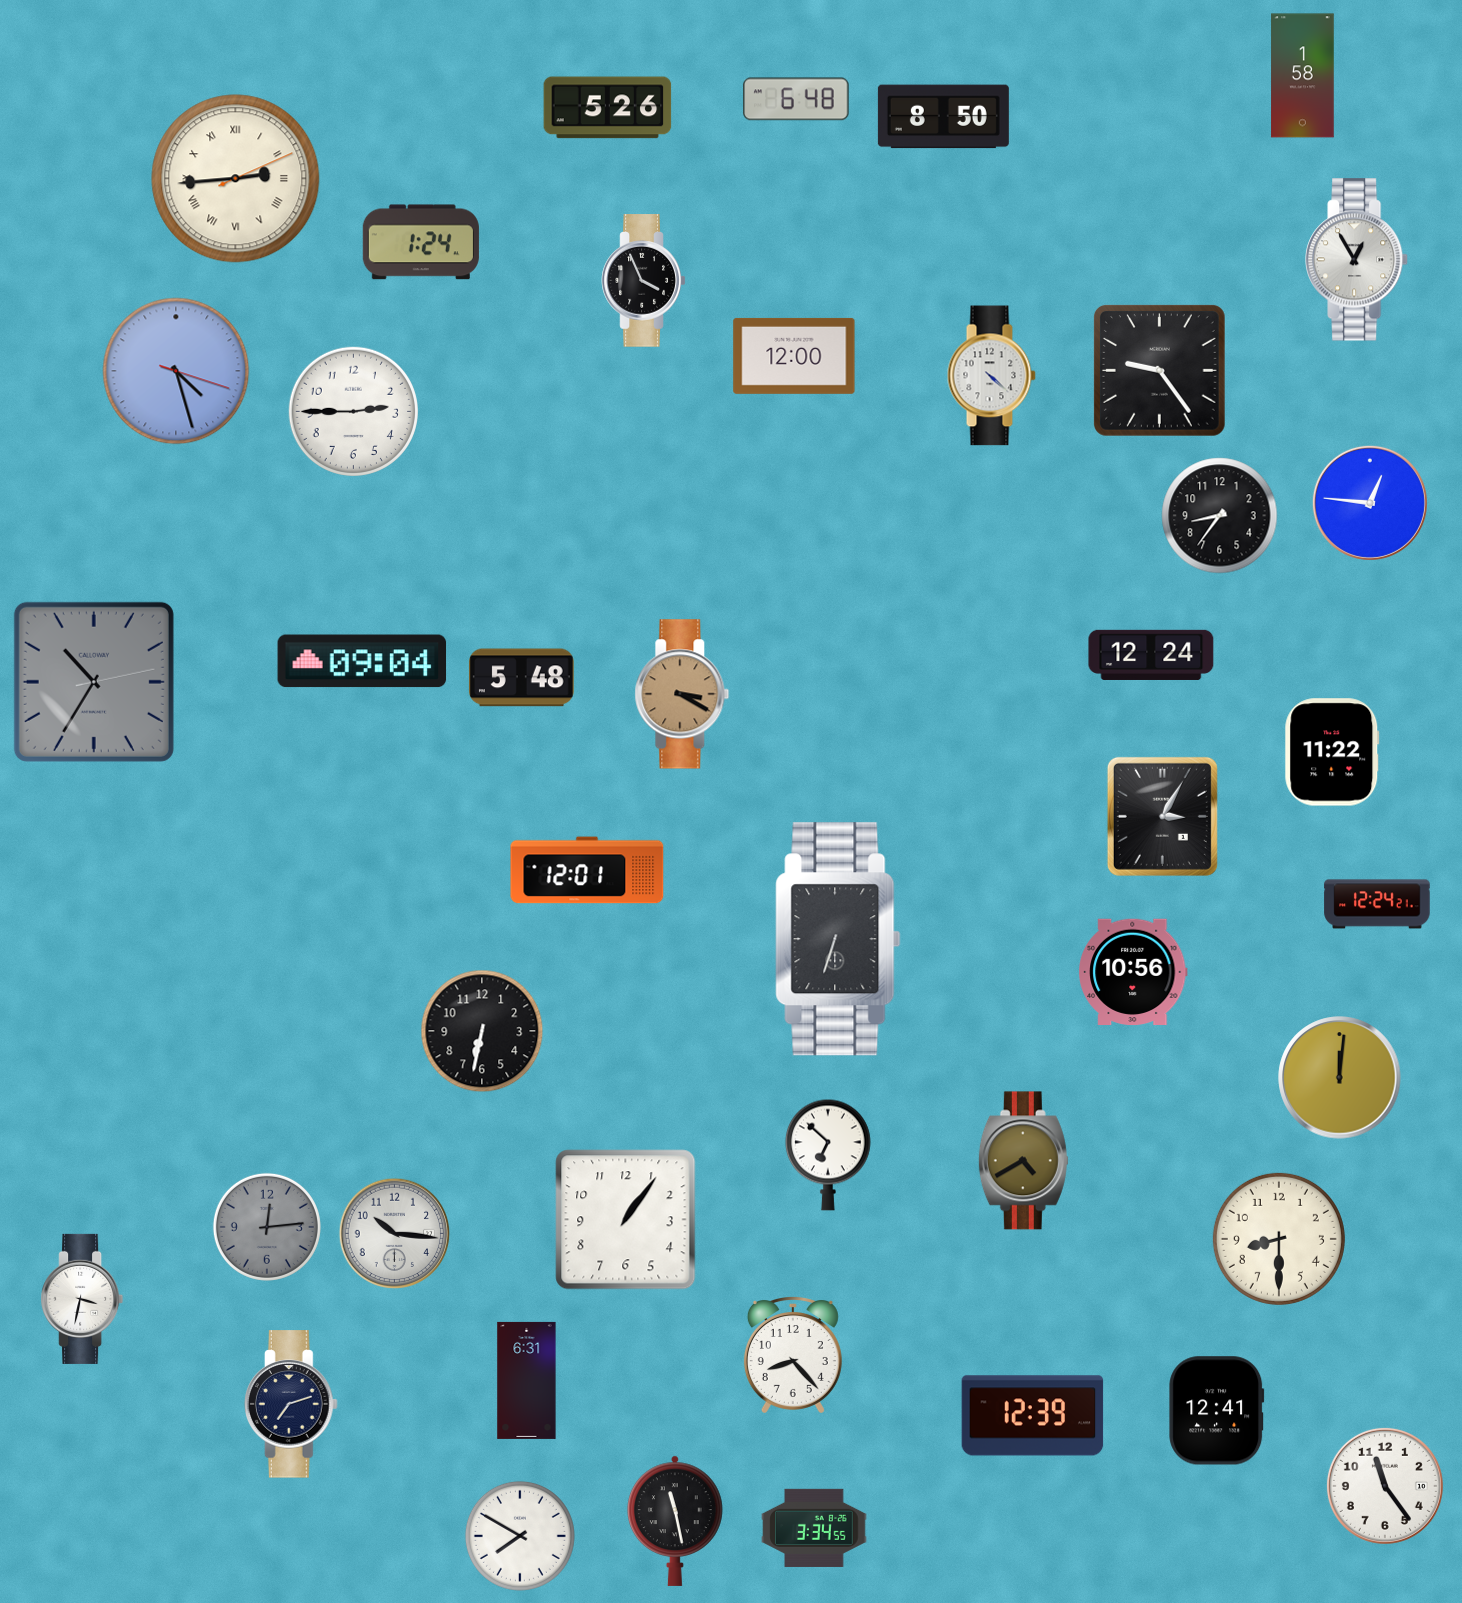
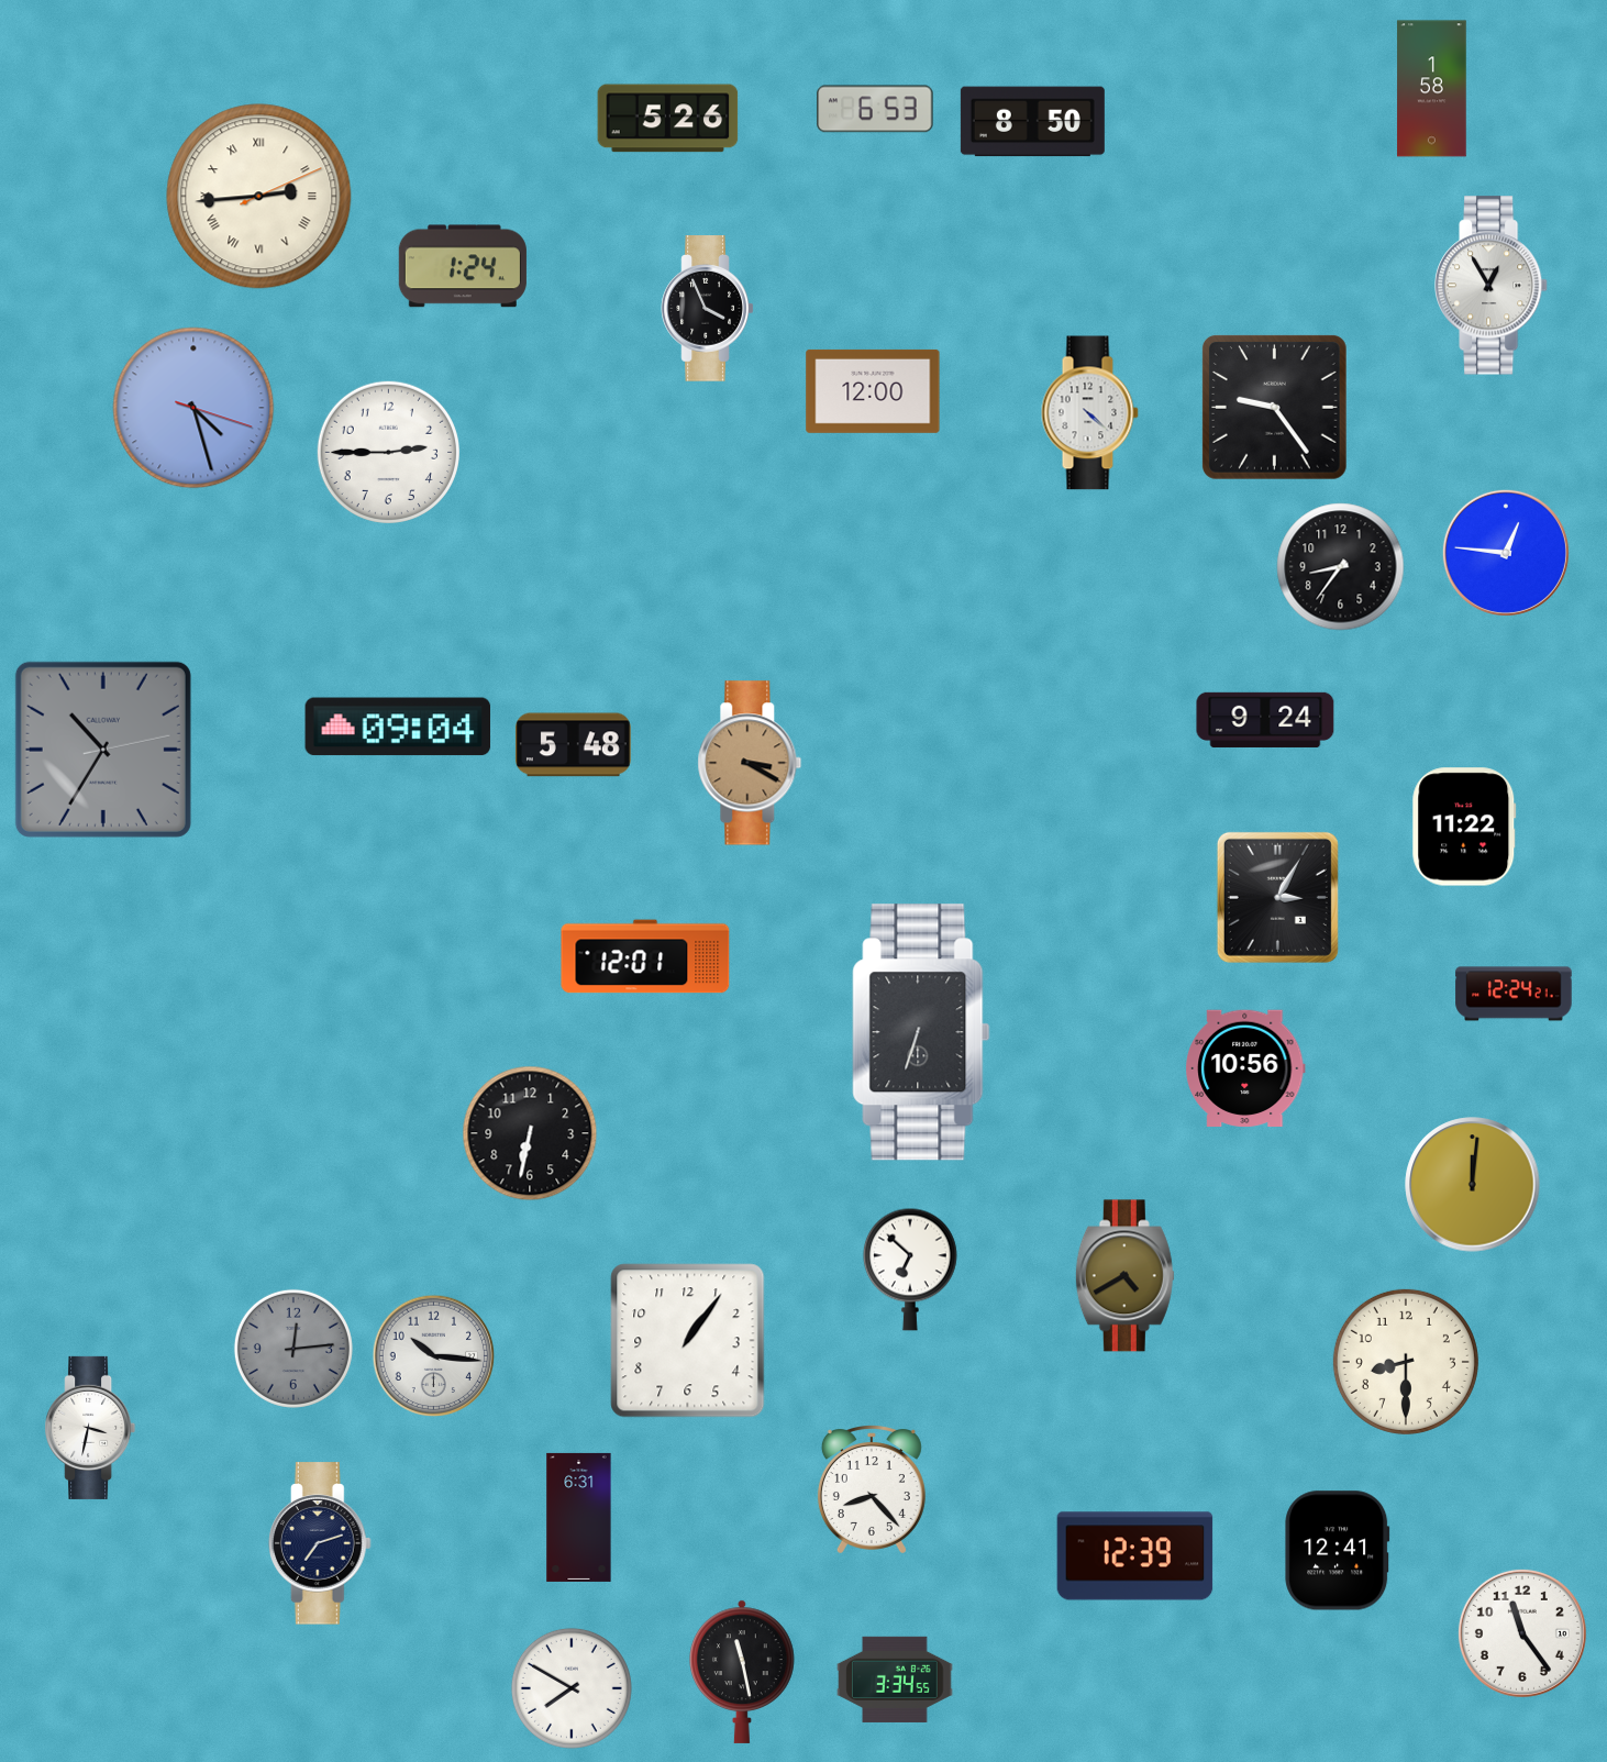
clock at (1303, 76) position: (1303, 76) -> (1432, 89)
clock at (796, 99): 6:48 -> 6:53
clock at (943, 117) position: (943, 117) -> (1032, 122)
clock at (1151, 655): 12:24 -> 9:24
